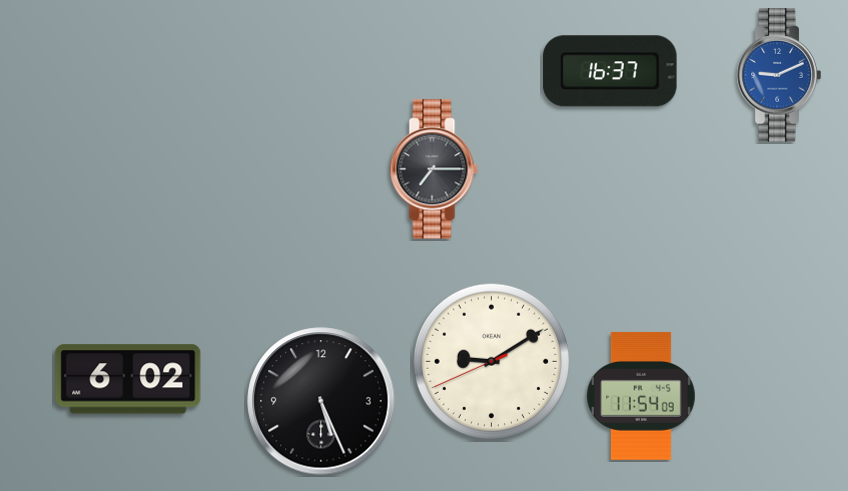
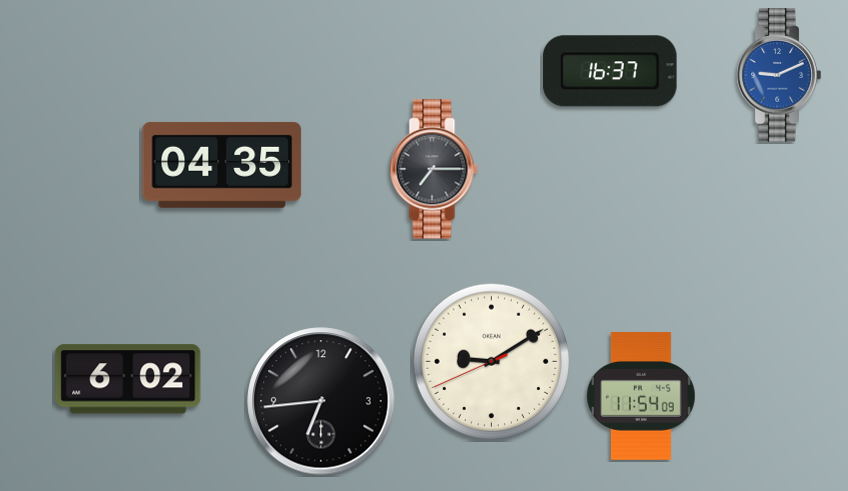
clock at (222, 165): none -> 04:35
clock at (321, 401): 5:26 -> 6:44
